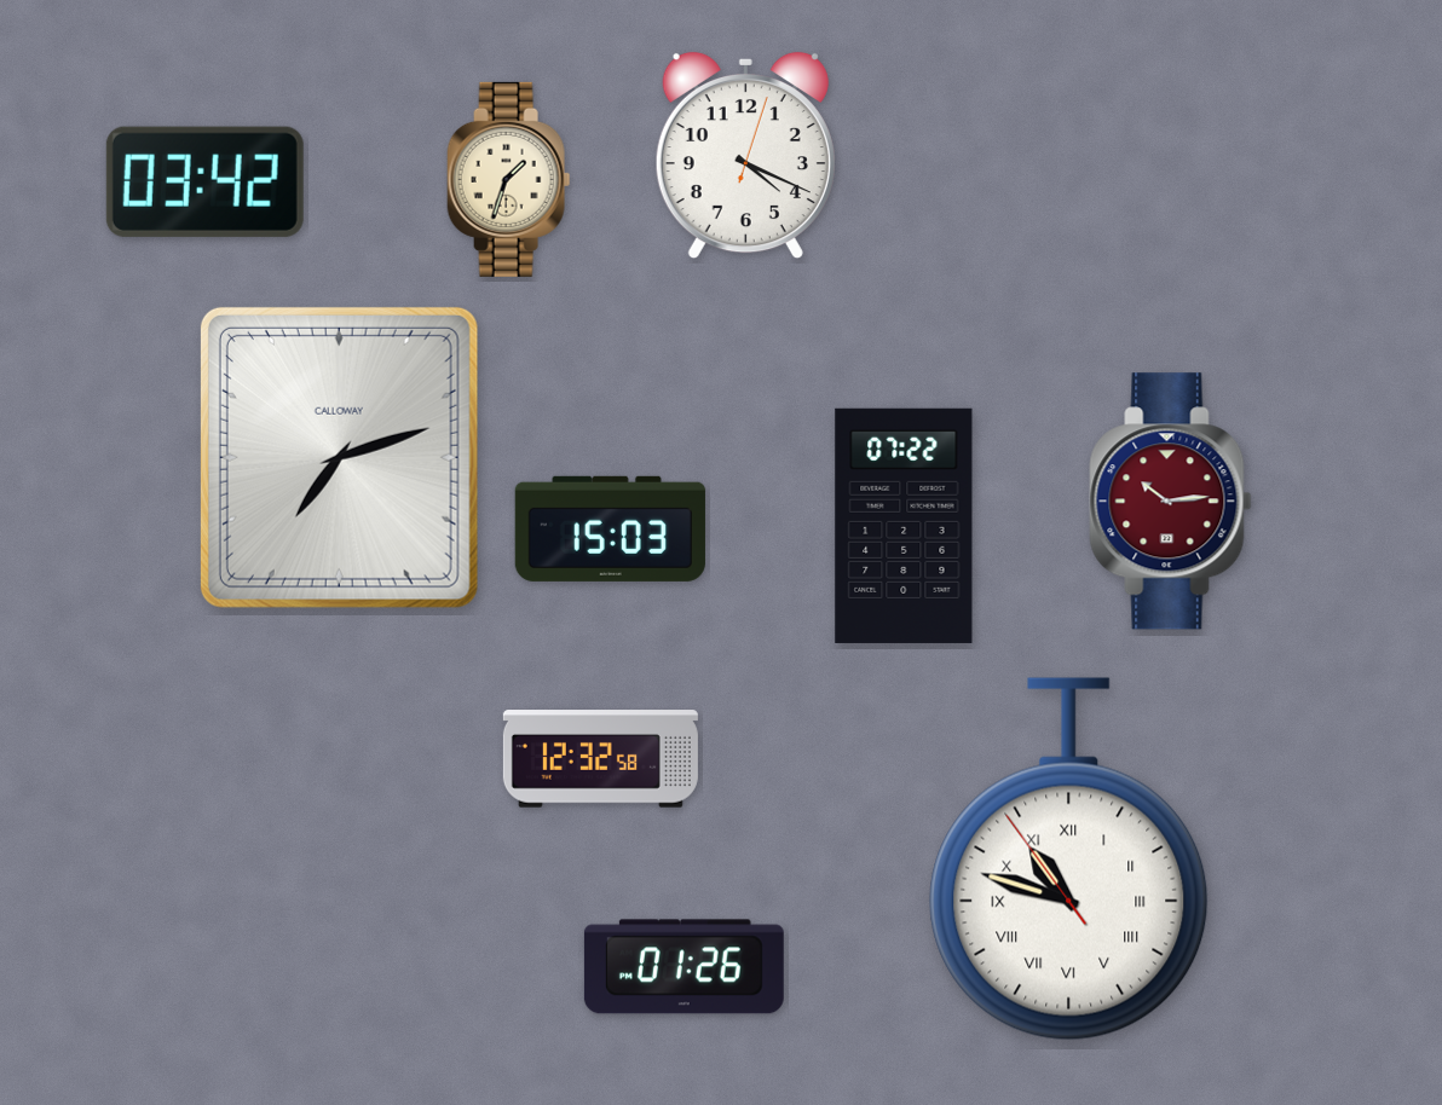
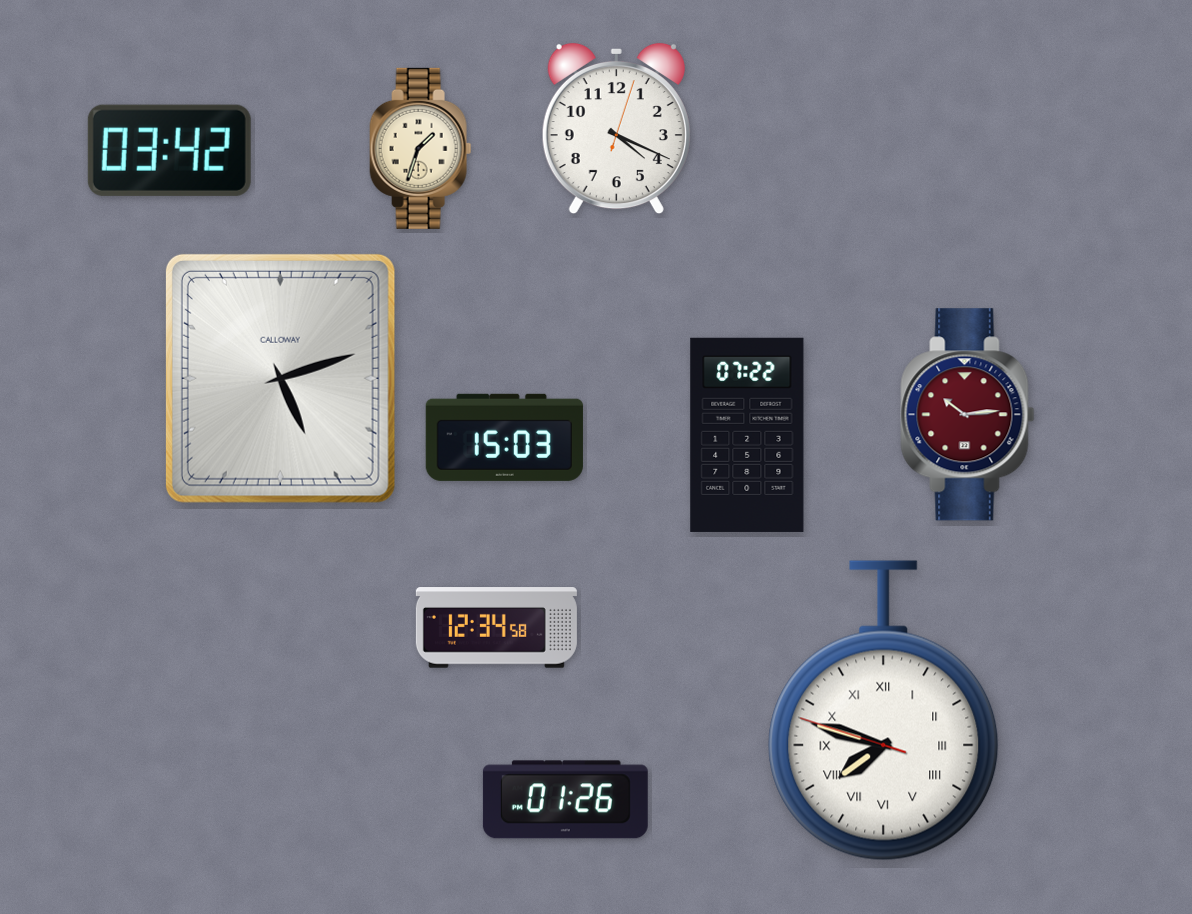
clock at (339, 457): 7:12 -> 5:12
clock at (600, 759): 12:32 -> 12:34
clock at (1069, 860): 10:47 -> 7:47
